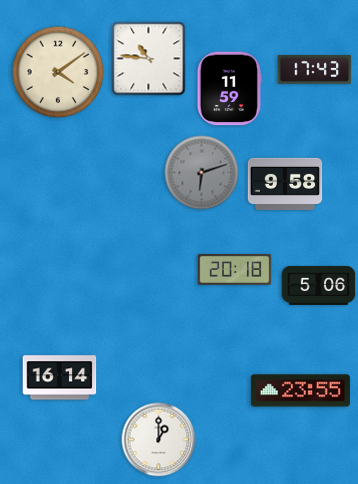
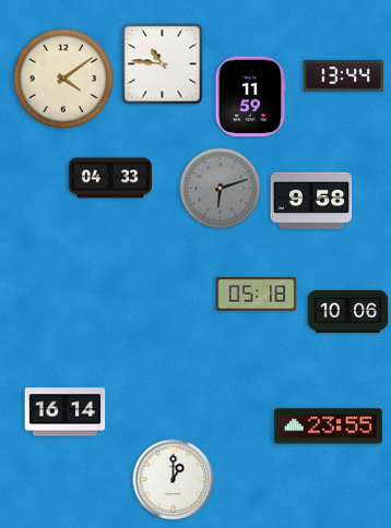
clock at (315, 70): 17:43 -> 13:44
clock at (110, 178): none -> 04:33
clock at (235, 269): 20:18 -> 05:18
clock at (319, 285): 5:06 -> 10:06
